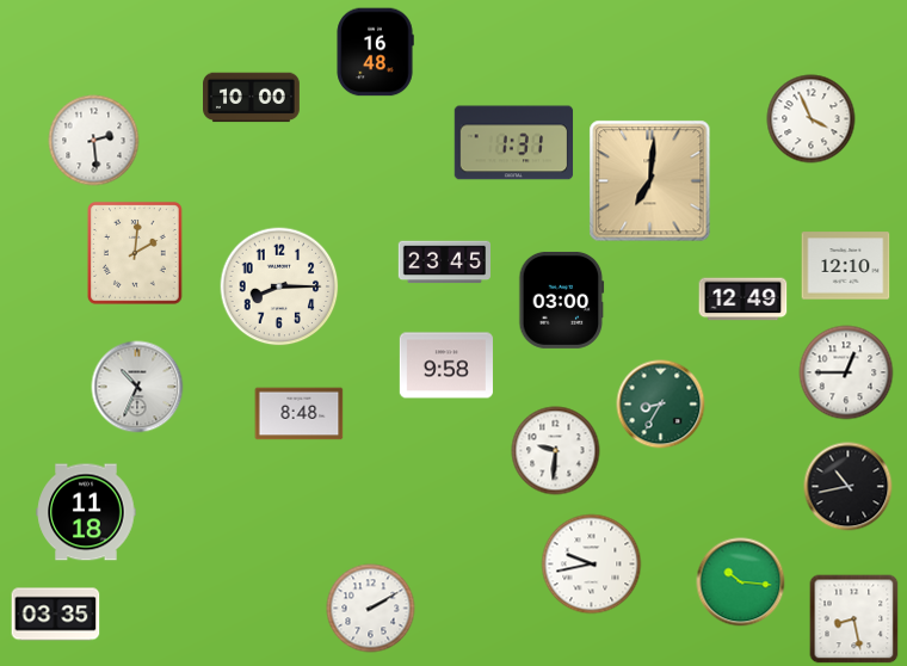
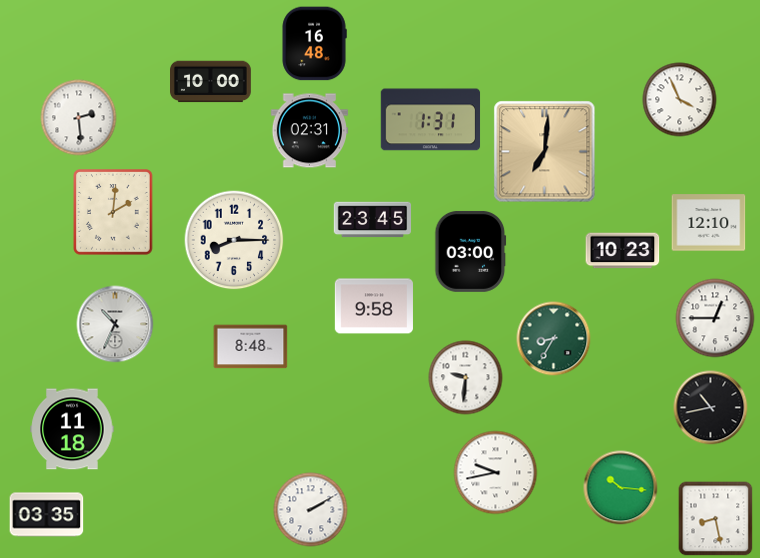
clock at (309, 131): none -> 02:31
clock at (744, 300): 12:49 -> 10:23
clock at (846, 372) position: (846, 372) -> (715, 318)
